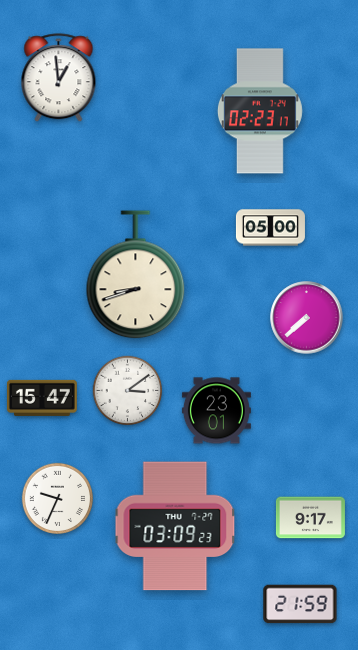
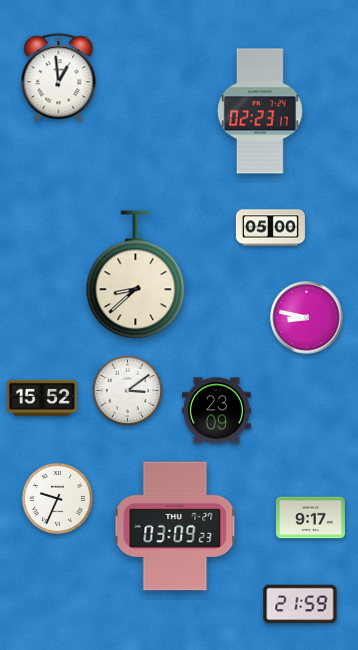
clock at (136, 275): 8:42 -> 8:38
clock at (307, 318): 7:38 -> 8:47
clock at (42, 398): 15:47 -> 15:52
clock at (216, 411): 23:01 -> 23:09
